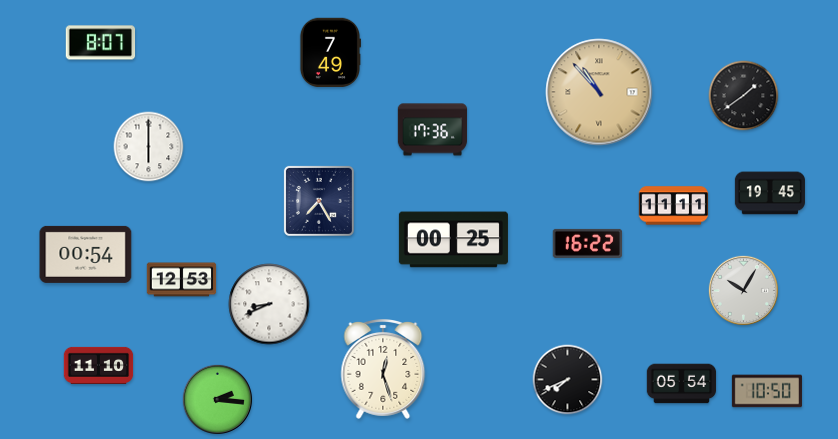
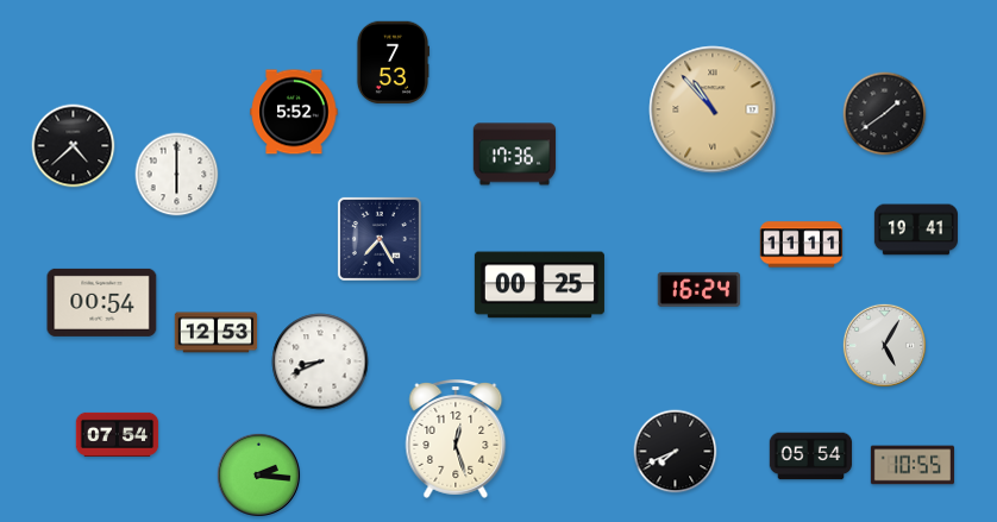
clock at (101, 43): 8:07 -> none
clock at (329, 53): 7:49 -> 7:53
clock at (294, 112): none -> 5:52
clock at (74, 146): none -> 4:38
clock at (770, 193): 19:45 -> 19:41
clock at (588, 243): 16:22 -> 16:24
clock at (743, 290): 10:05 -> 5:05
clock at (99, 365): 11:10 -> 07:54
clock at (767, 391): 10:50 -> 10:55
